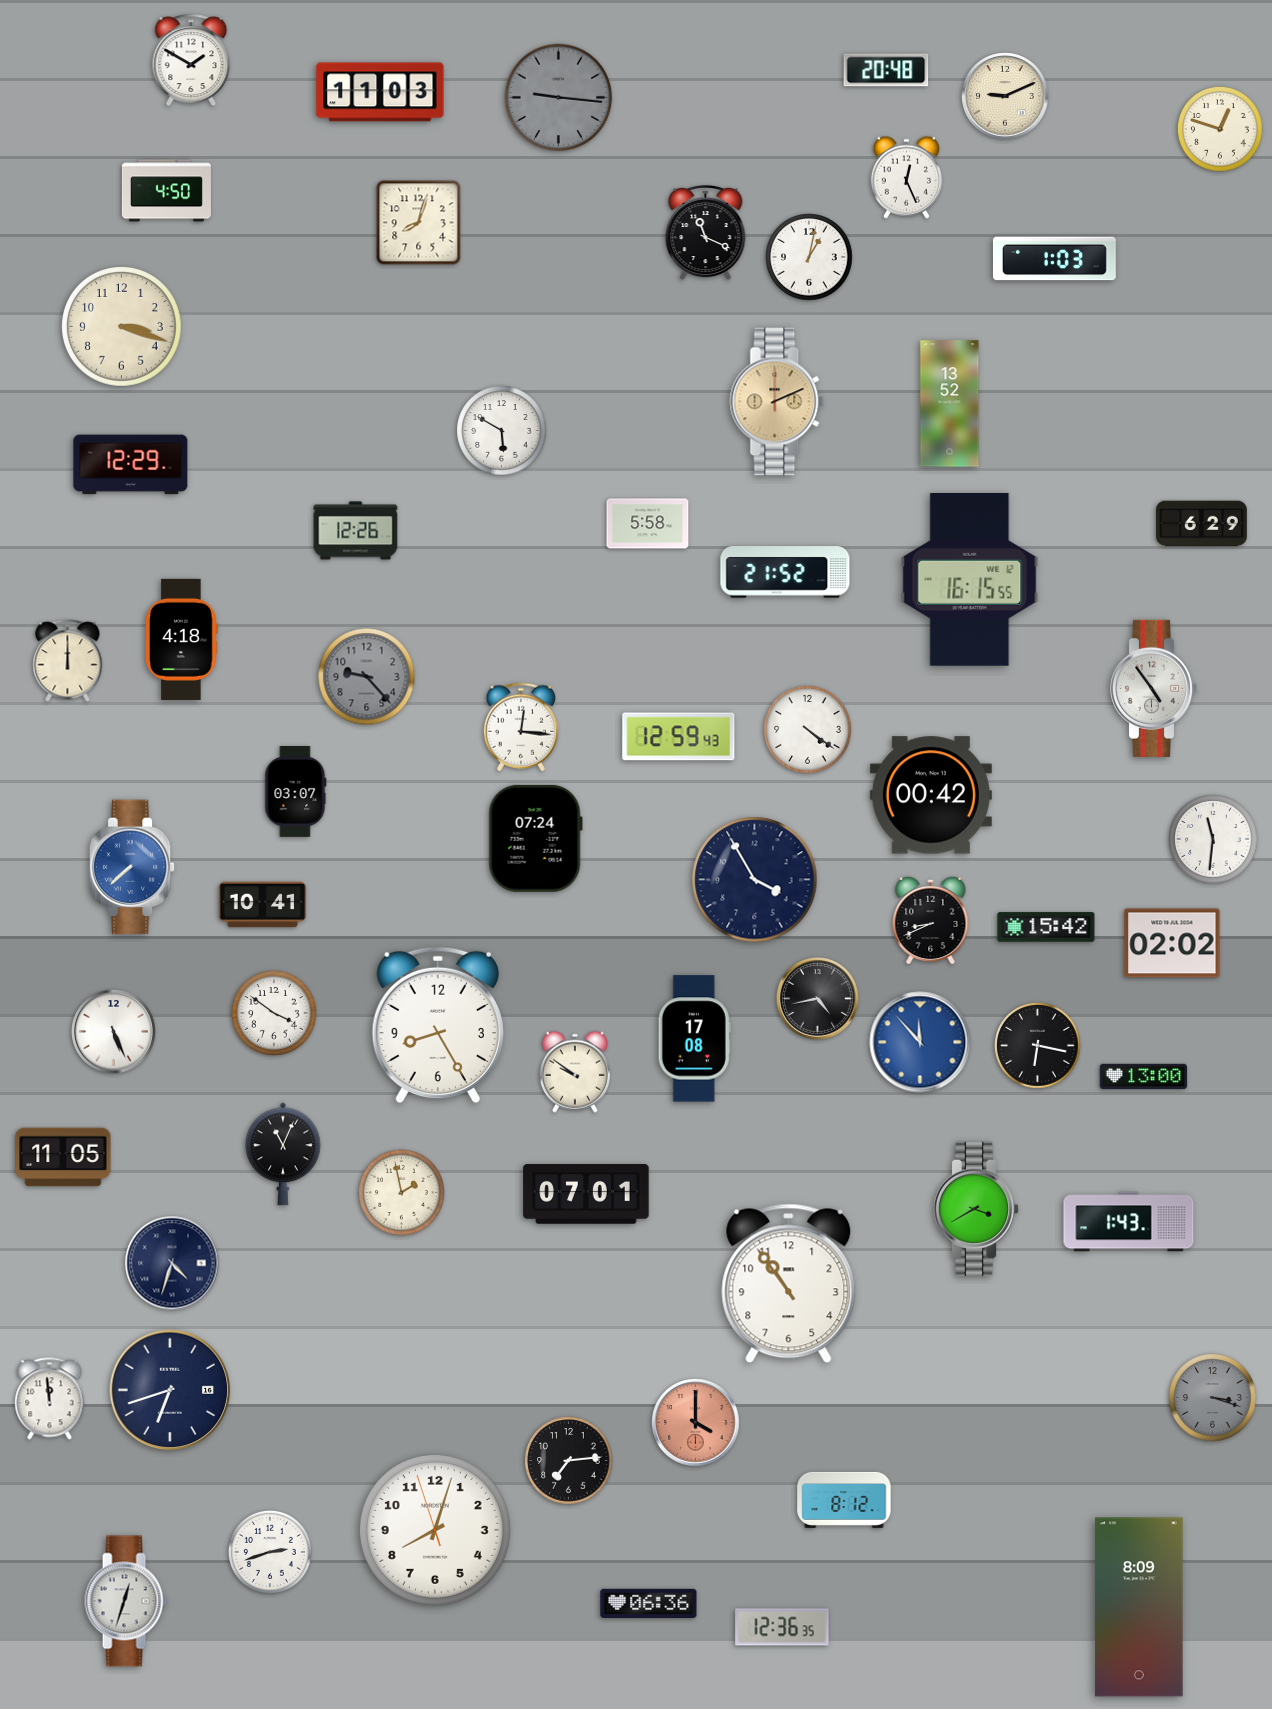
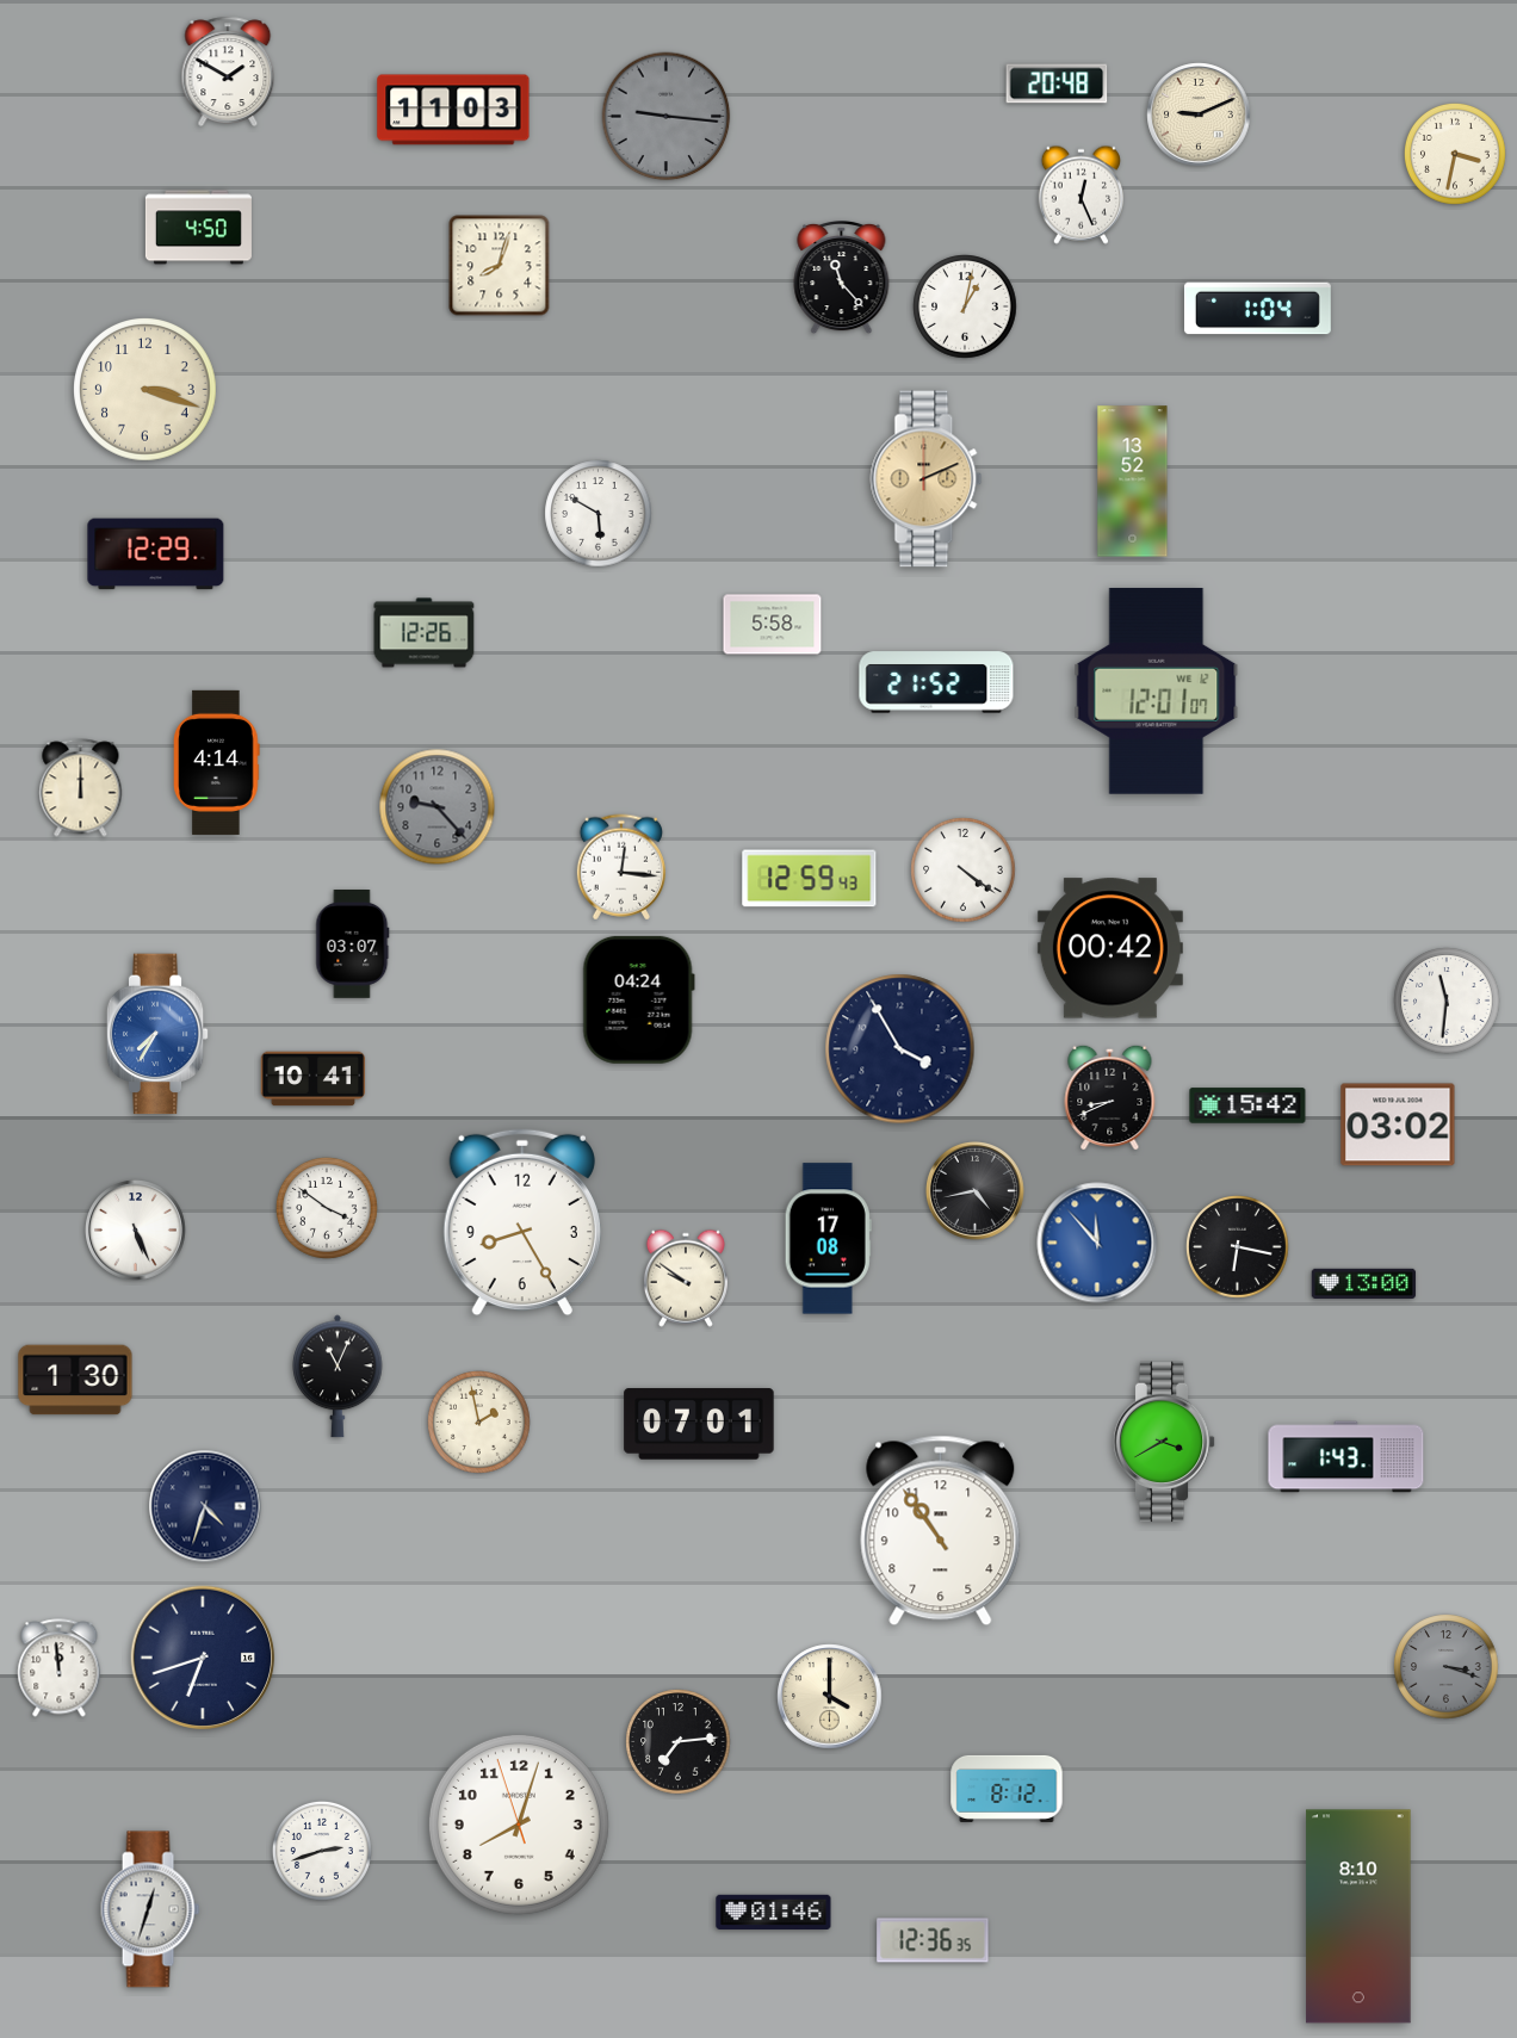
clock at (1221, 130): 12:48 -> 3:32
clock at (906, 177) position: (906, 177) -> (1081, 194)
clock at (706, 233): 11:19 -> 11:23
clock at (1054, 259): 1:03 -> 1:04
clock at (1202, 524): 6:29 -> none
clock at (970, 579): 16:15 -> 12:01
clock at (182, 639): 4:18 -> 4:14
clock at (1154, 688): 4:54 -> none
clock at (535, 838): 07:24 -> 04:24
clock at (132, 867): 7:38 -> 7:35
clock at (1172, 943): 02:02 -> 03:02
clock at (63, 1157): 11:05 -> 1:30
clock at (696, 1423) dial: salmon -> cream
clock at (649, 1603): 06:36 -> 01:46
clock at (1139, 1607): 8:09 -> 8:10
